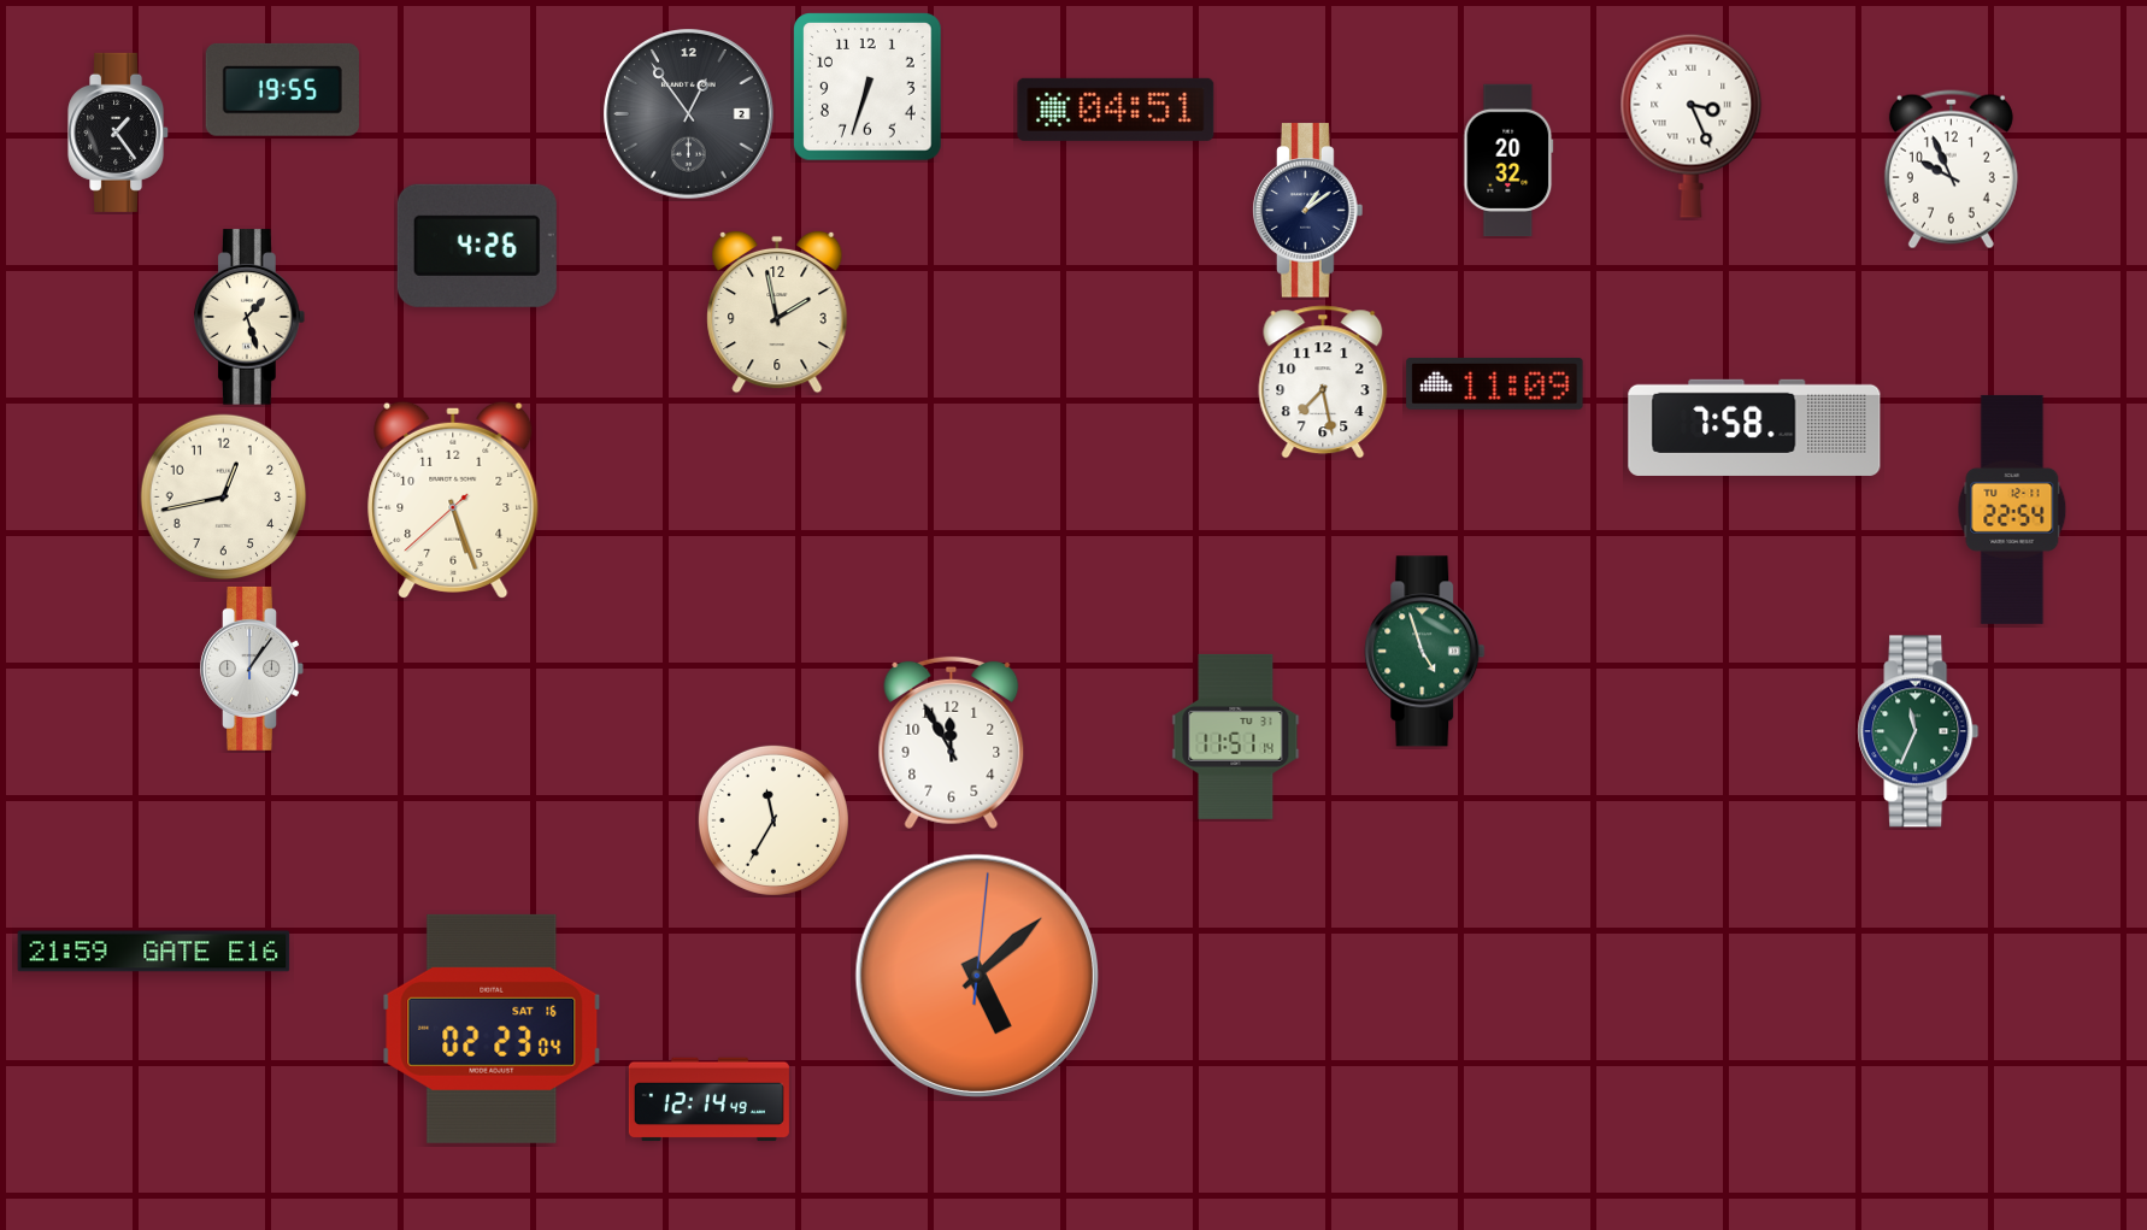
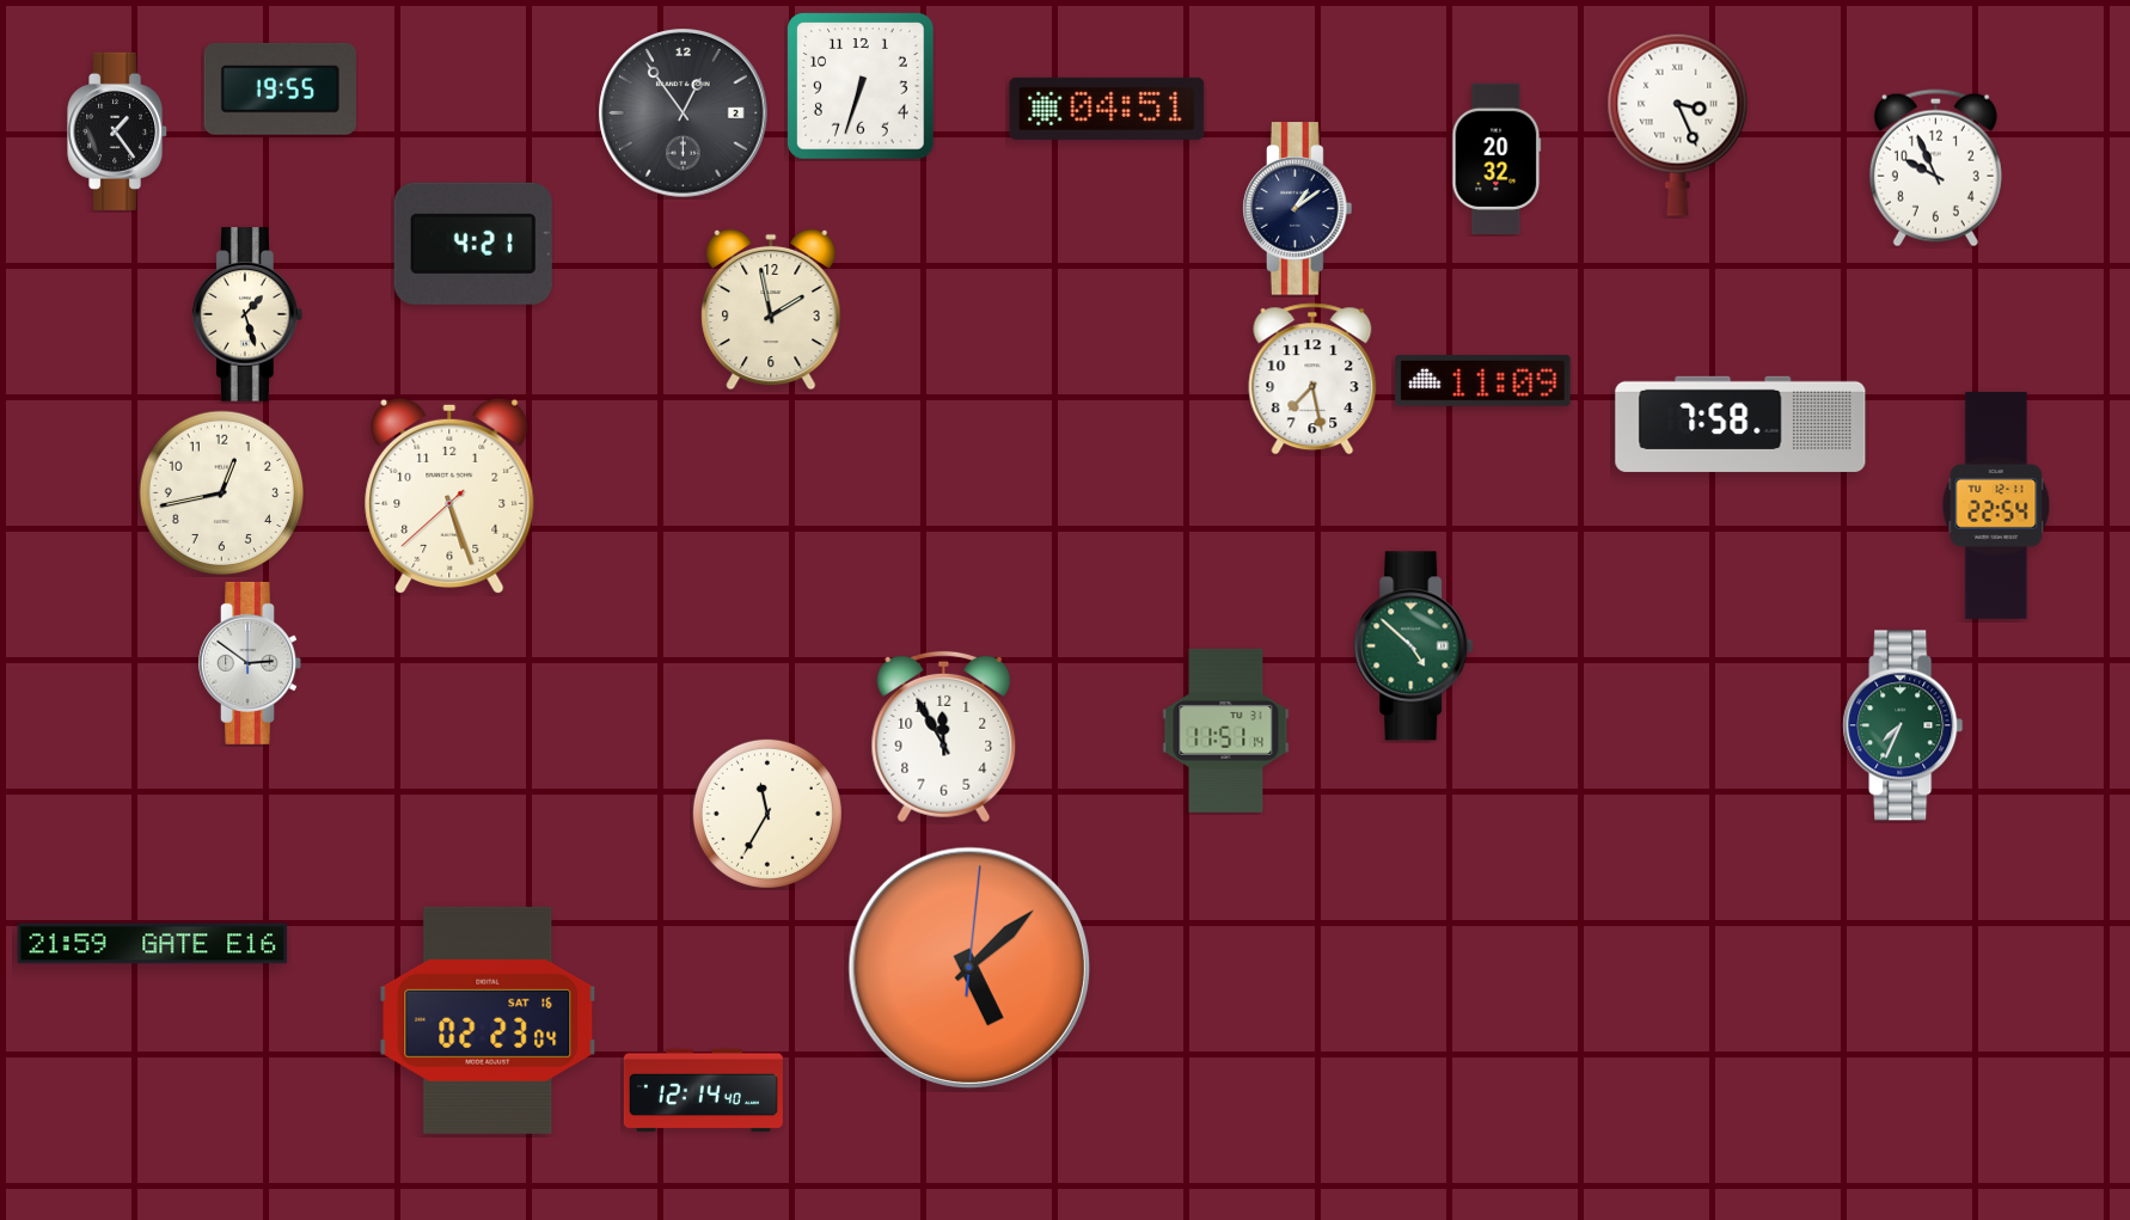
clock at (477, 246): 4:26 -> 4:21
clock at (1425, 652): 4:57 -> 4:52
clock at (252, 669): 1:06 -> 2:51
clock at (1918, 731): 11:34 -> 7:34
clock at (708, 1100): 12:14:49 -> 12:14:40
